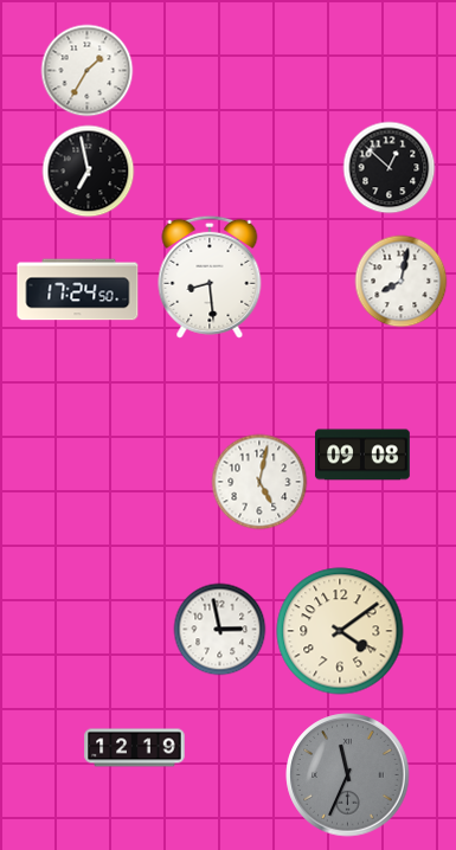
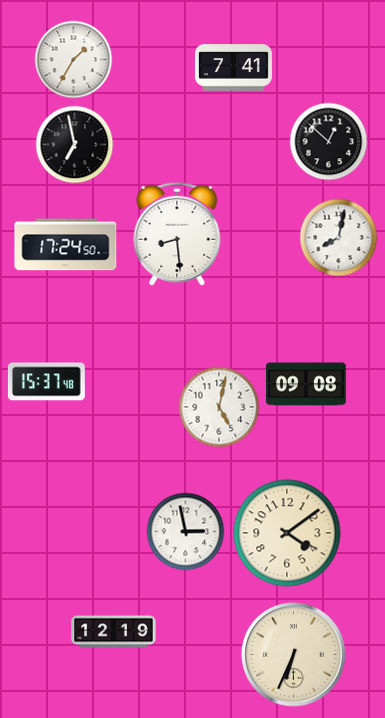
clock at (233, 68): none -> 7:41
clock at (46, 382): none -> 15:37
clock at (348, 775): 11:34 -> 6:34
clock at (348, 775) dial: grey -> cream
